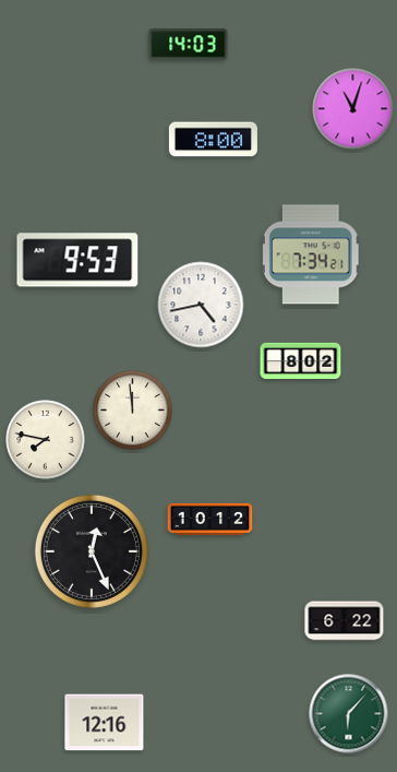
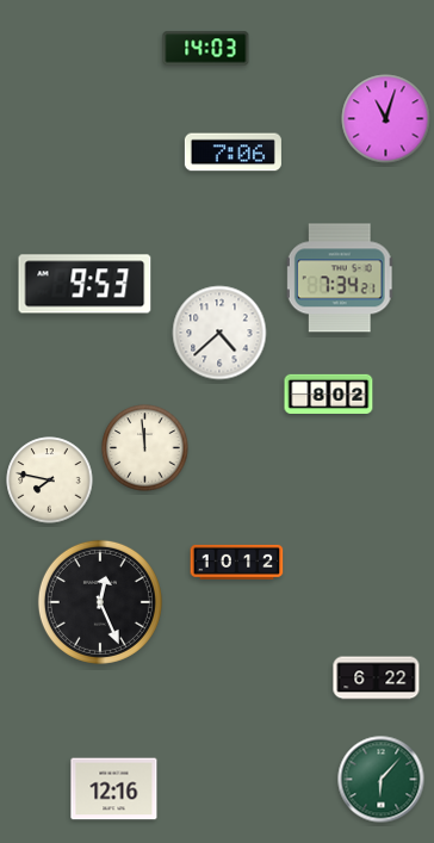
clock at (213, 140): 8:00 -> 7:06
clock at (201, 305): 4:43 -> 4:38
clock at (210, 519) position: (210, 519) -> (237, 562)
